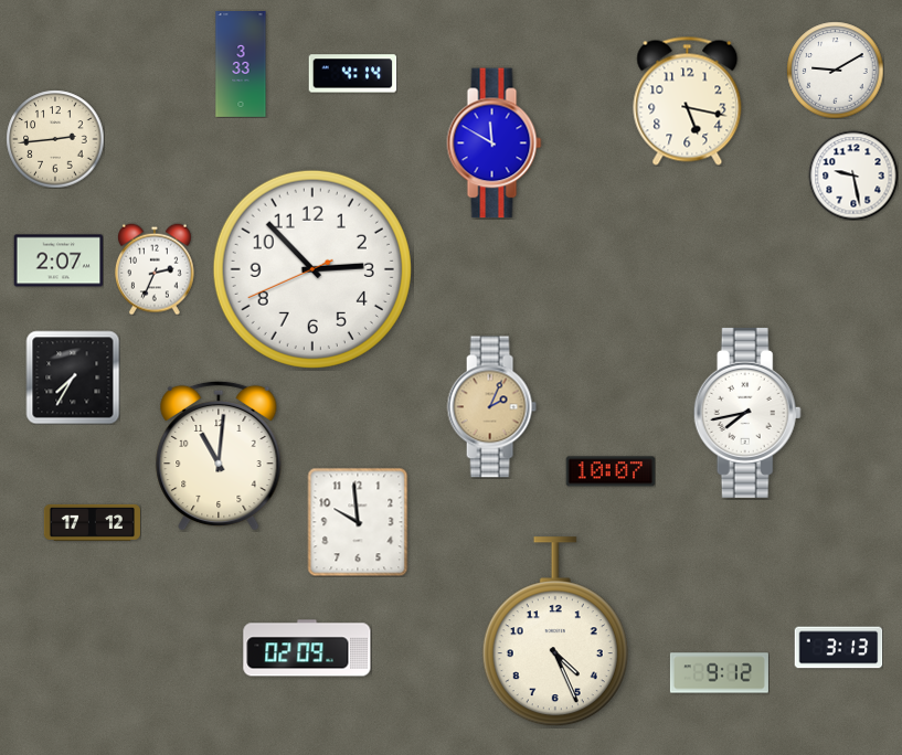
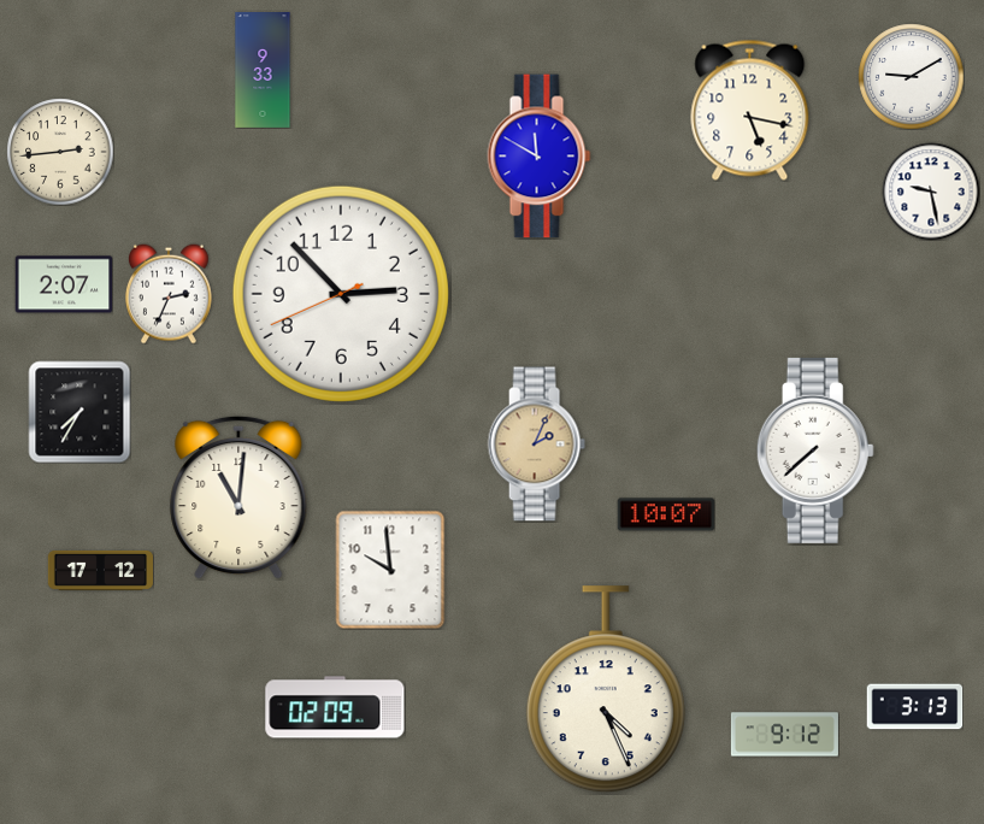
clock at (241, 65): 3:33 -> 9:33
clock at (352, 74): 4:14 -> none
clock at (747, 413): 7:43 -> 7:38
